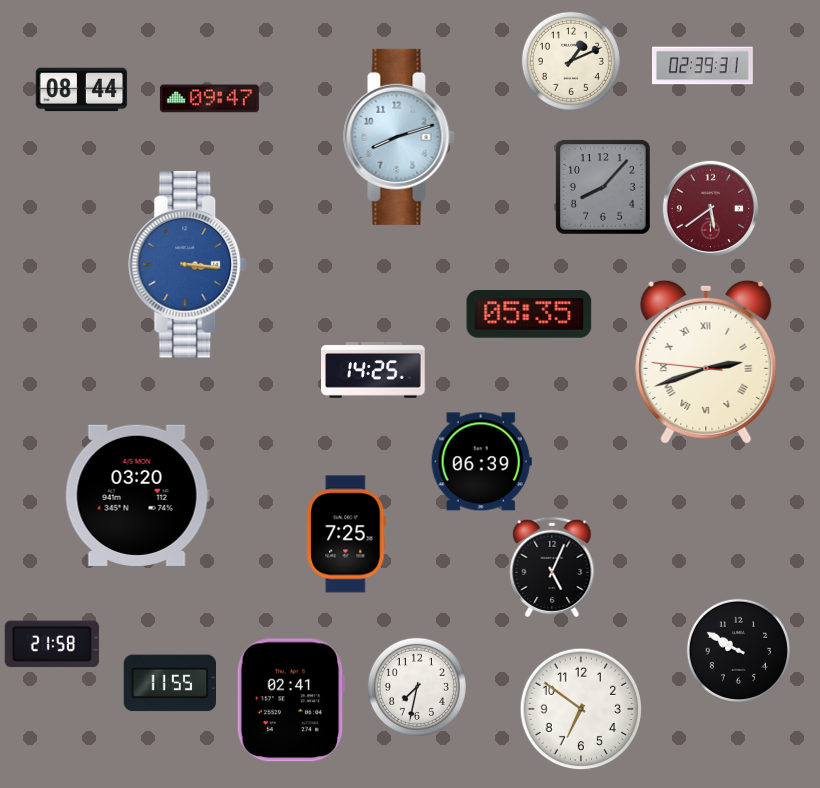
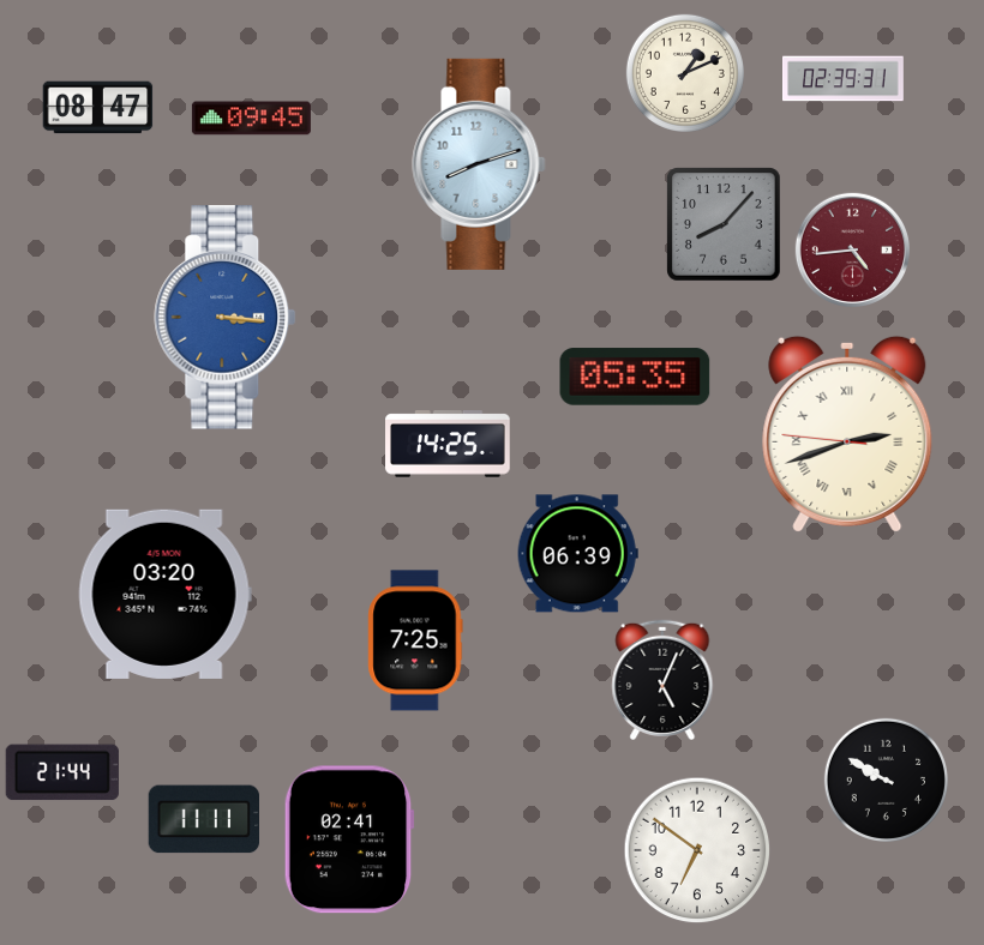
clock at (82, 90): 08:44 -> 08:47
clock at (209, 99): 09:47 -> 09:45
clock at (710, 208): 5:39 -> 4:44
clock at (52, 644): 21:58 -> 21:44
clock at (169, 683): 11:55 -> 11:11
clock at (417, 687): 7:32 -> none
